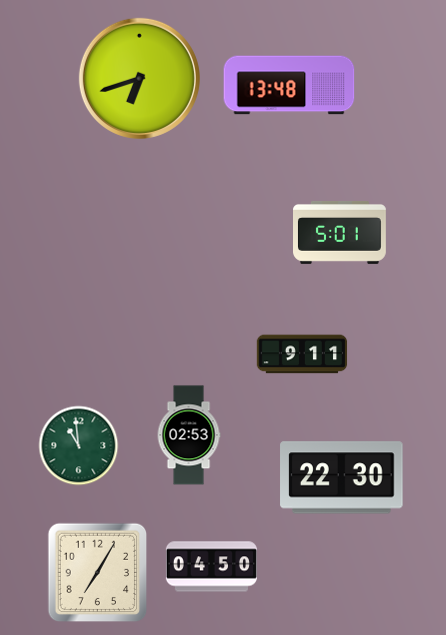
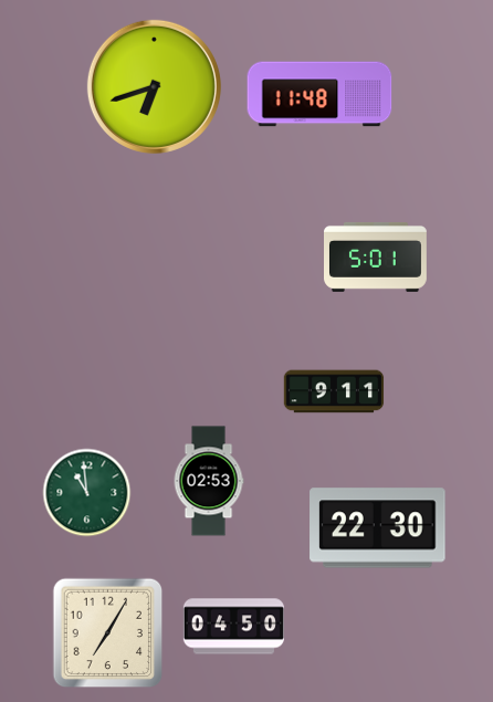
clock at (289, 85): 13:48 -> 11:48
